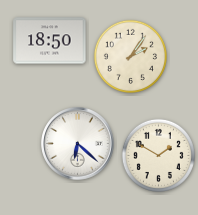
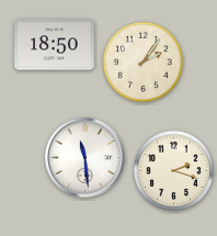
clock at (78, 144): 6:22 -> 11:29
clock at (158, 155): 1:50 -> 2:18
